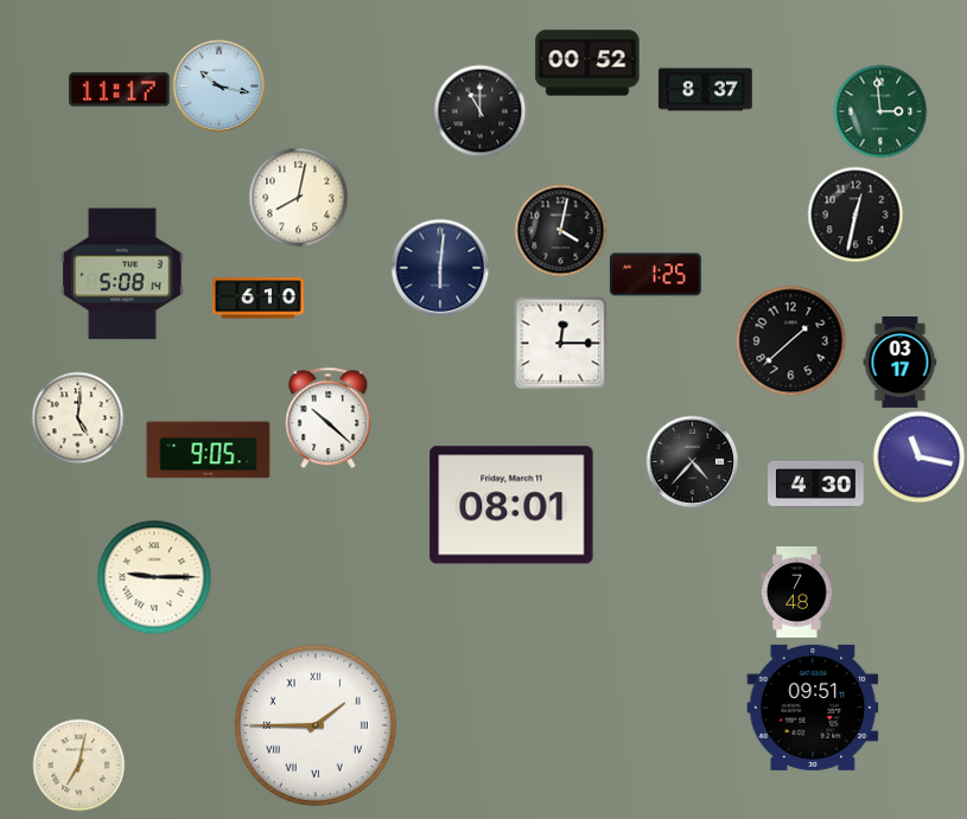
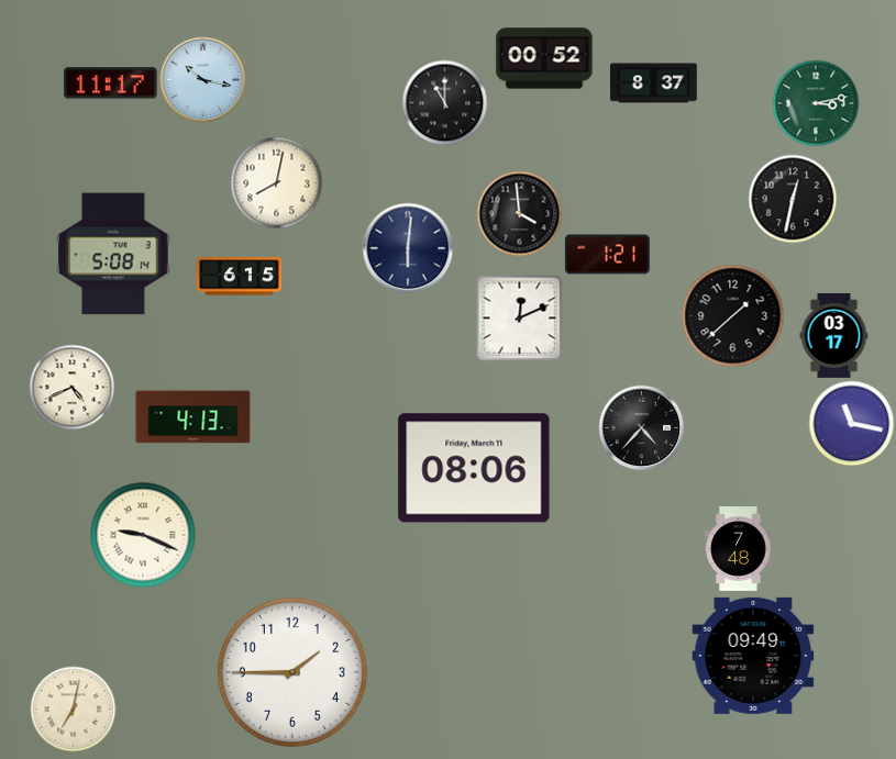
clock at (880, 111): 2:59 -> 3:13
clock at (560, 230): 4:02 -> 3:59
clock at (655, 275): 1:25 -> 1:21
clock at (257, 299): 6:10 -> 6:15
clock at (560, 343): 12:15 -> 12:11
clock at (77, 417): 5:01 -> 4:41
clock at (329, 417): 10:22 -> none
clock at (209, 450): 9:05 -> 4:13
clock at (816, 484): 4:30 -> none
clock at (511, 505): 08:01 -> 08:06
clock at (154, 577): 9:15 -> 9:19
clock at (813, 708): 09:51 -> 09:49
clock at (316, 725) numerals: Roman -> Arabic
